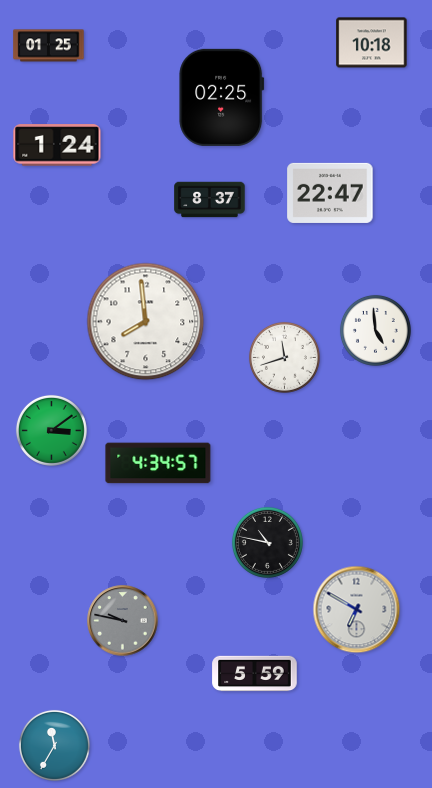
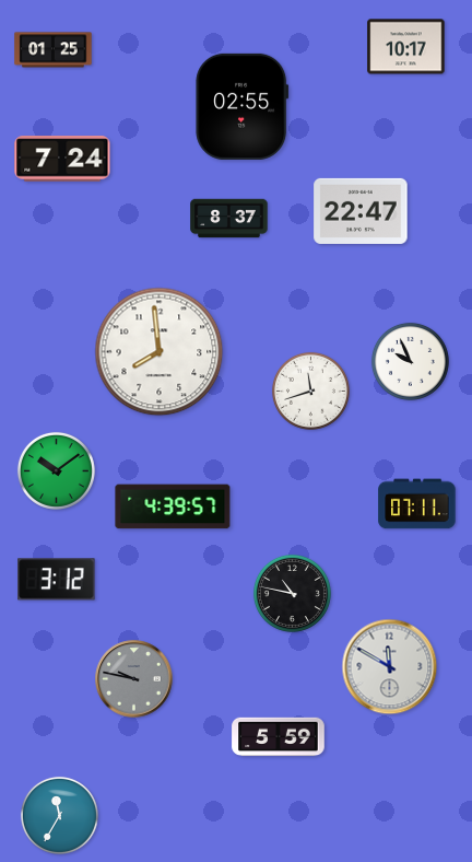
clock at (372, 43): 10:18 -> 10:17
clock at (222, 97): 02:25 -> 02:55
clock at (57, 145): 1:24 -> 7:24
clock at (375, 330): 4:59 -> 9:56
clock at (51, 430): 3:09 -> 10:09
clock at (417, 504): none -> 07:11
clock at (158, 463): 4:34 -> 4:39
clock at (57, 580): none -> 3:12
clock at (357, 610): 6:50 -> 11:50
